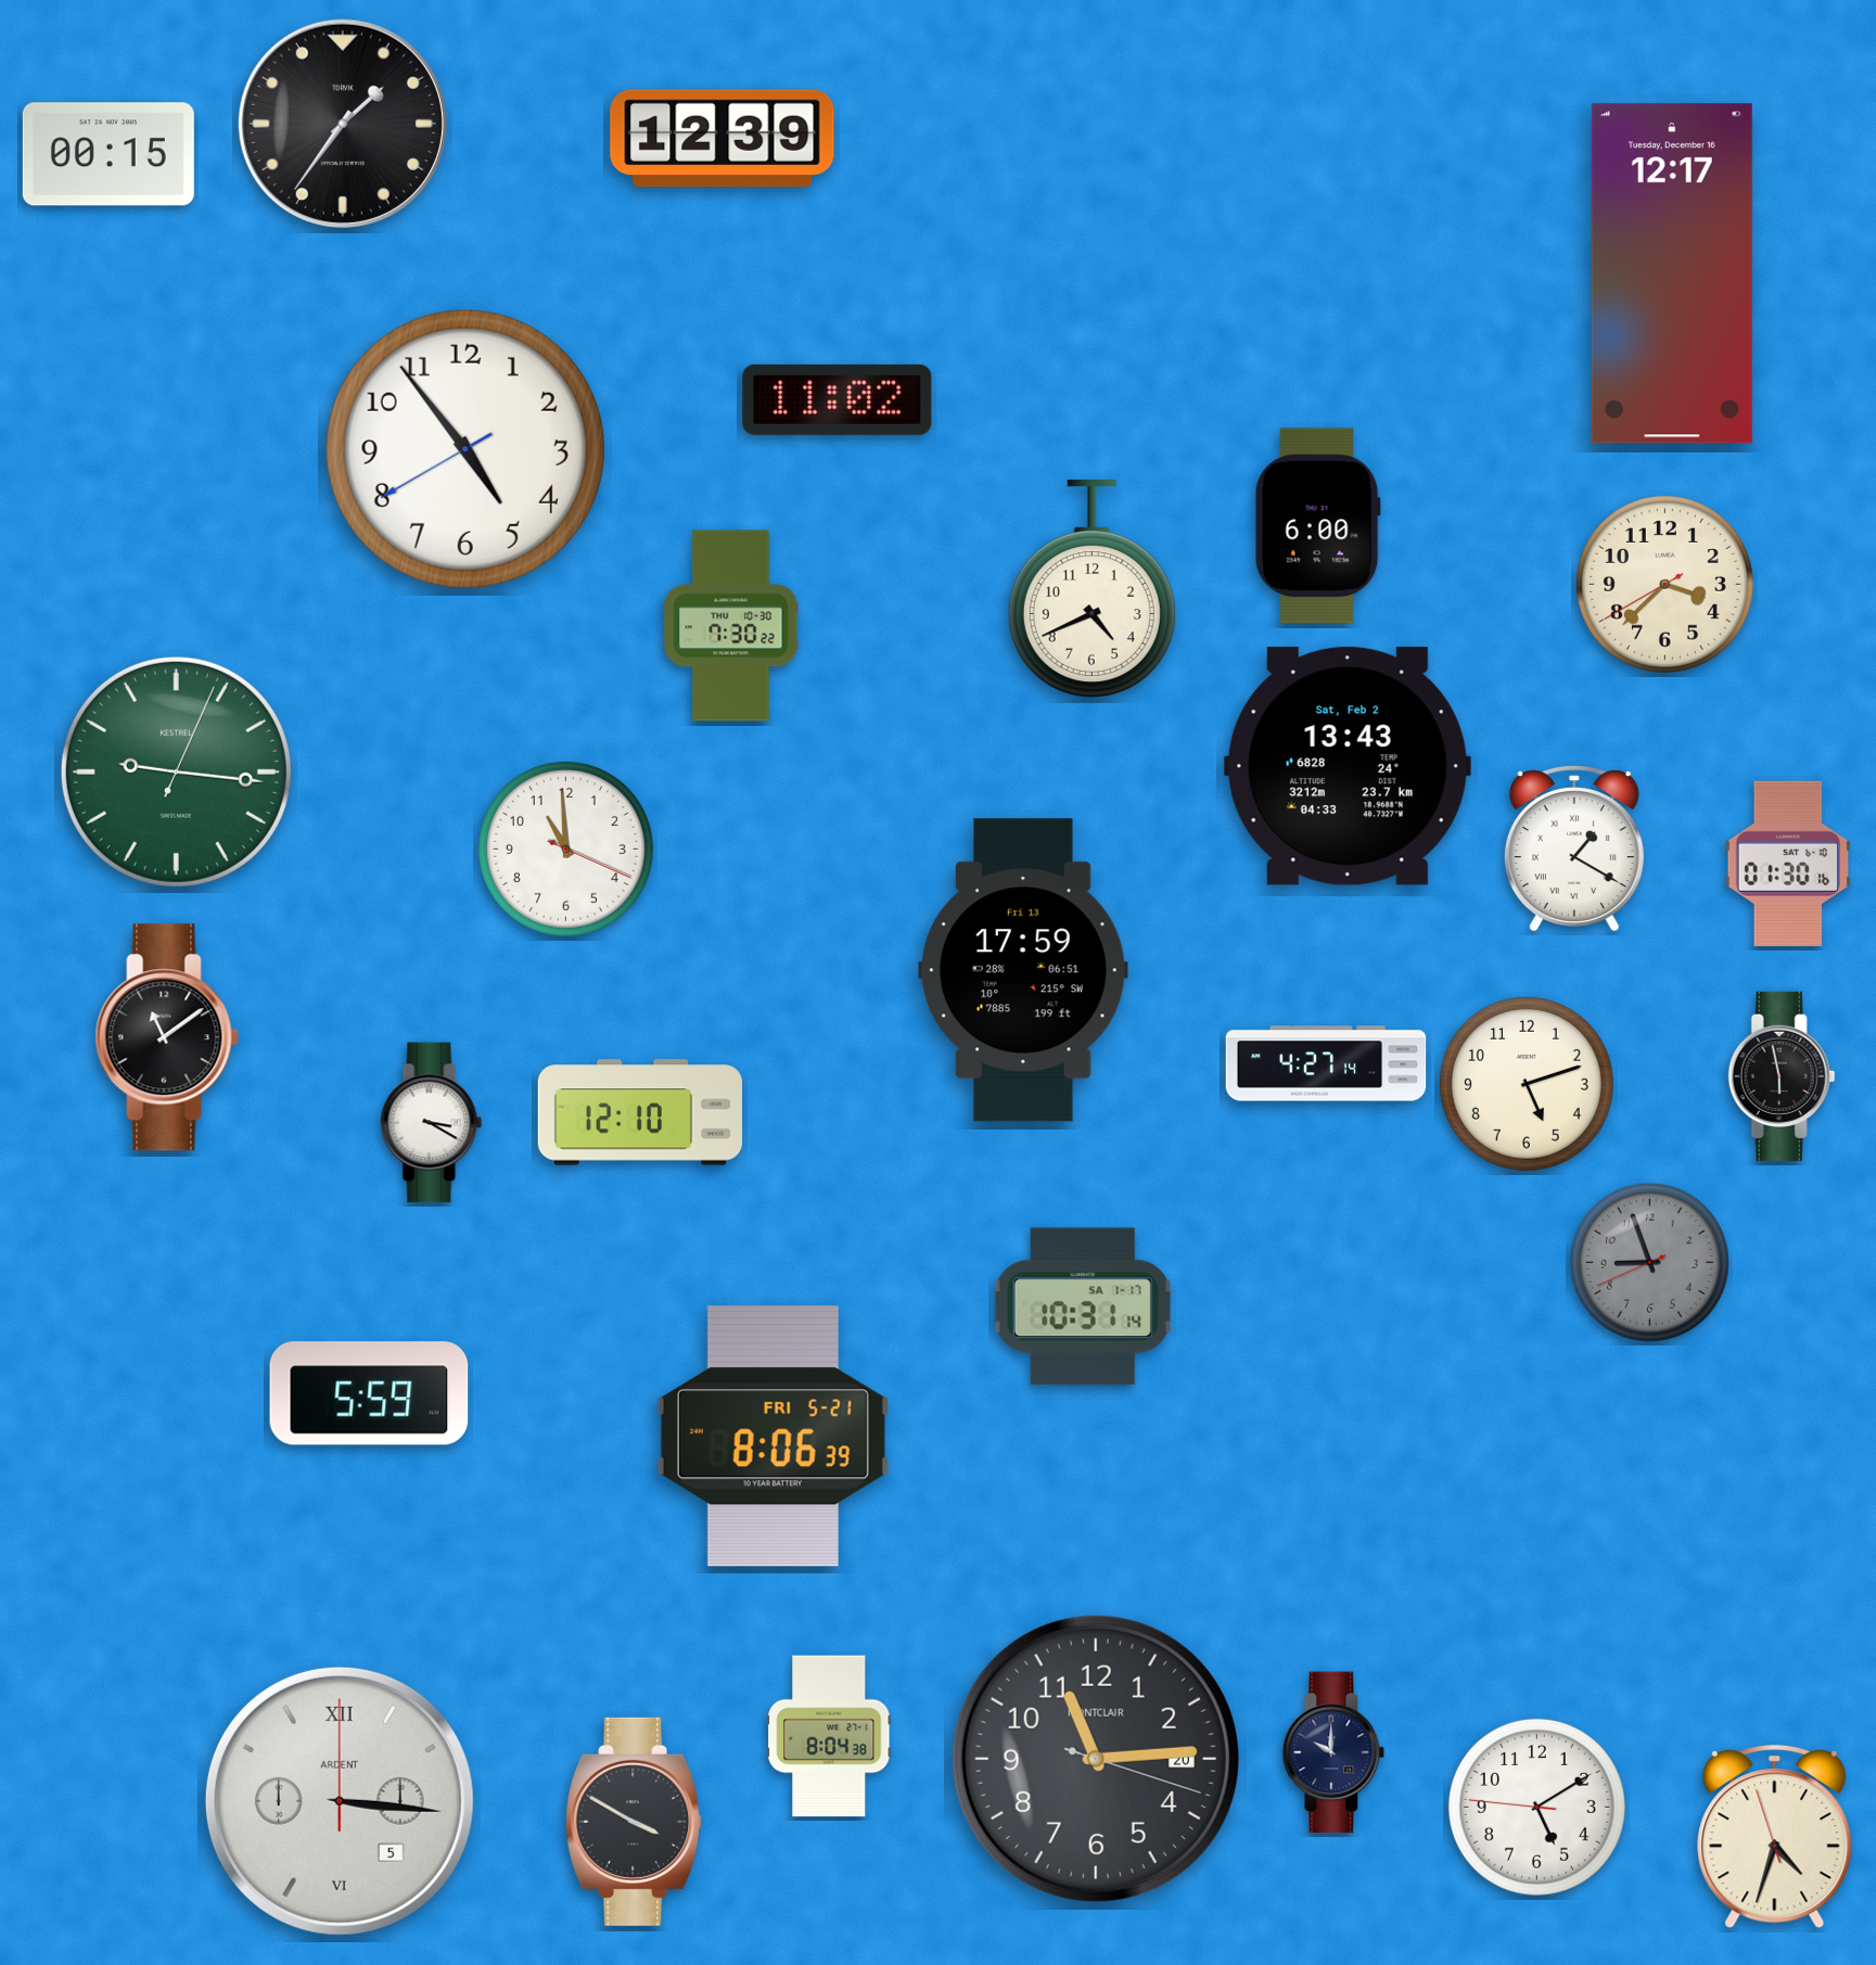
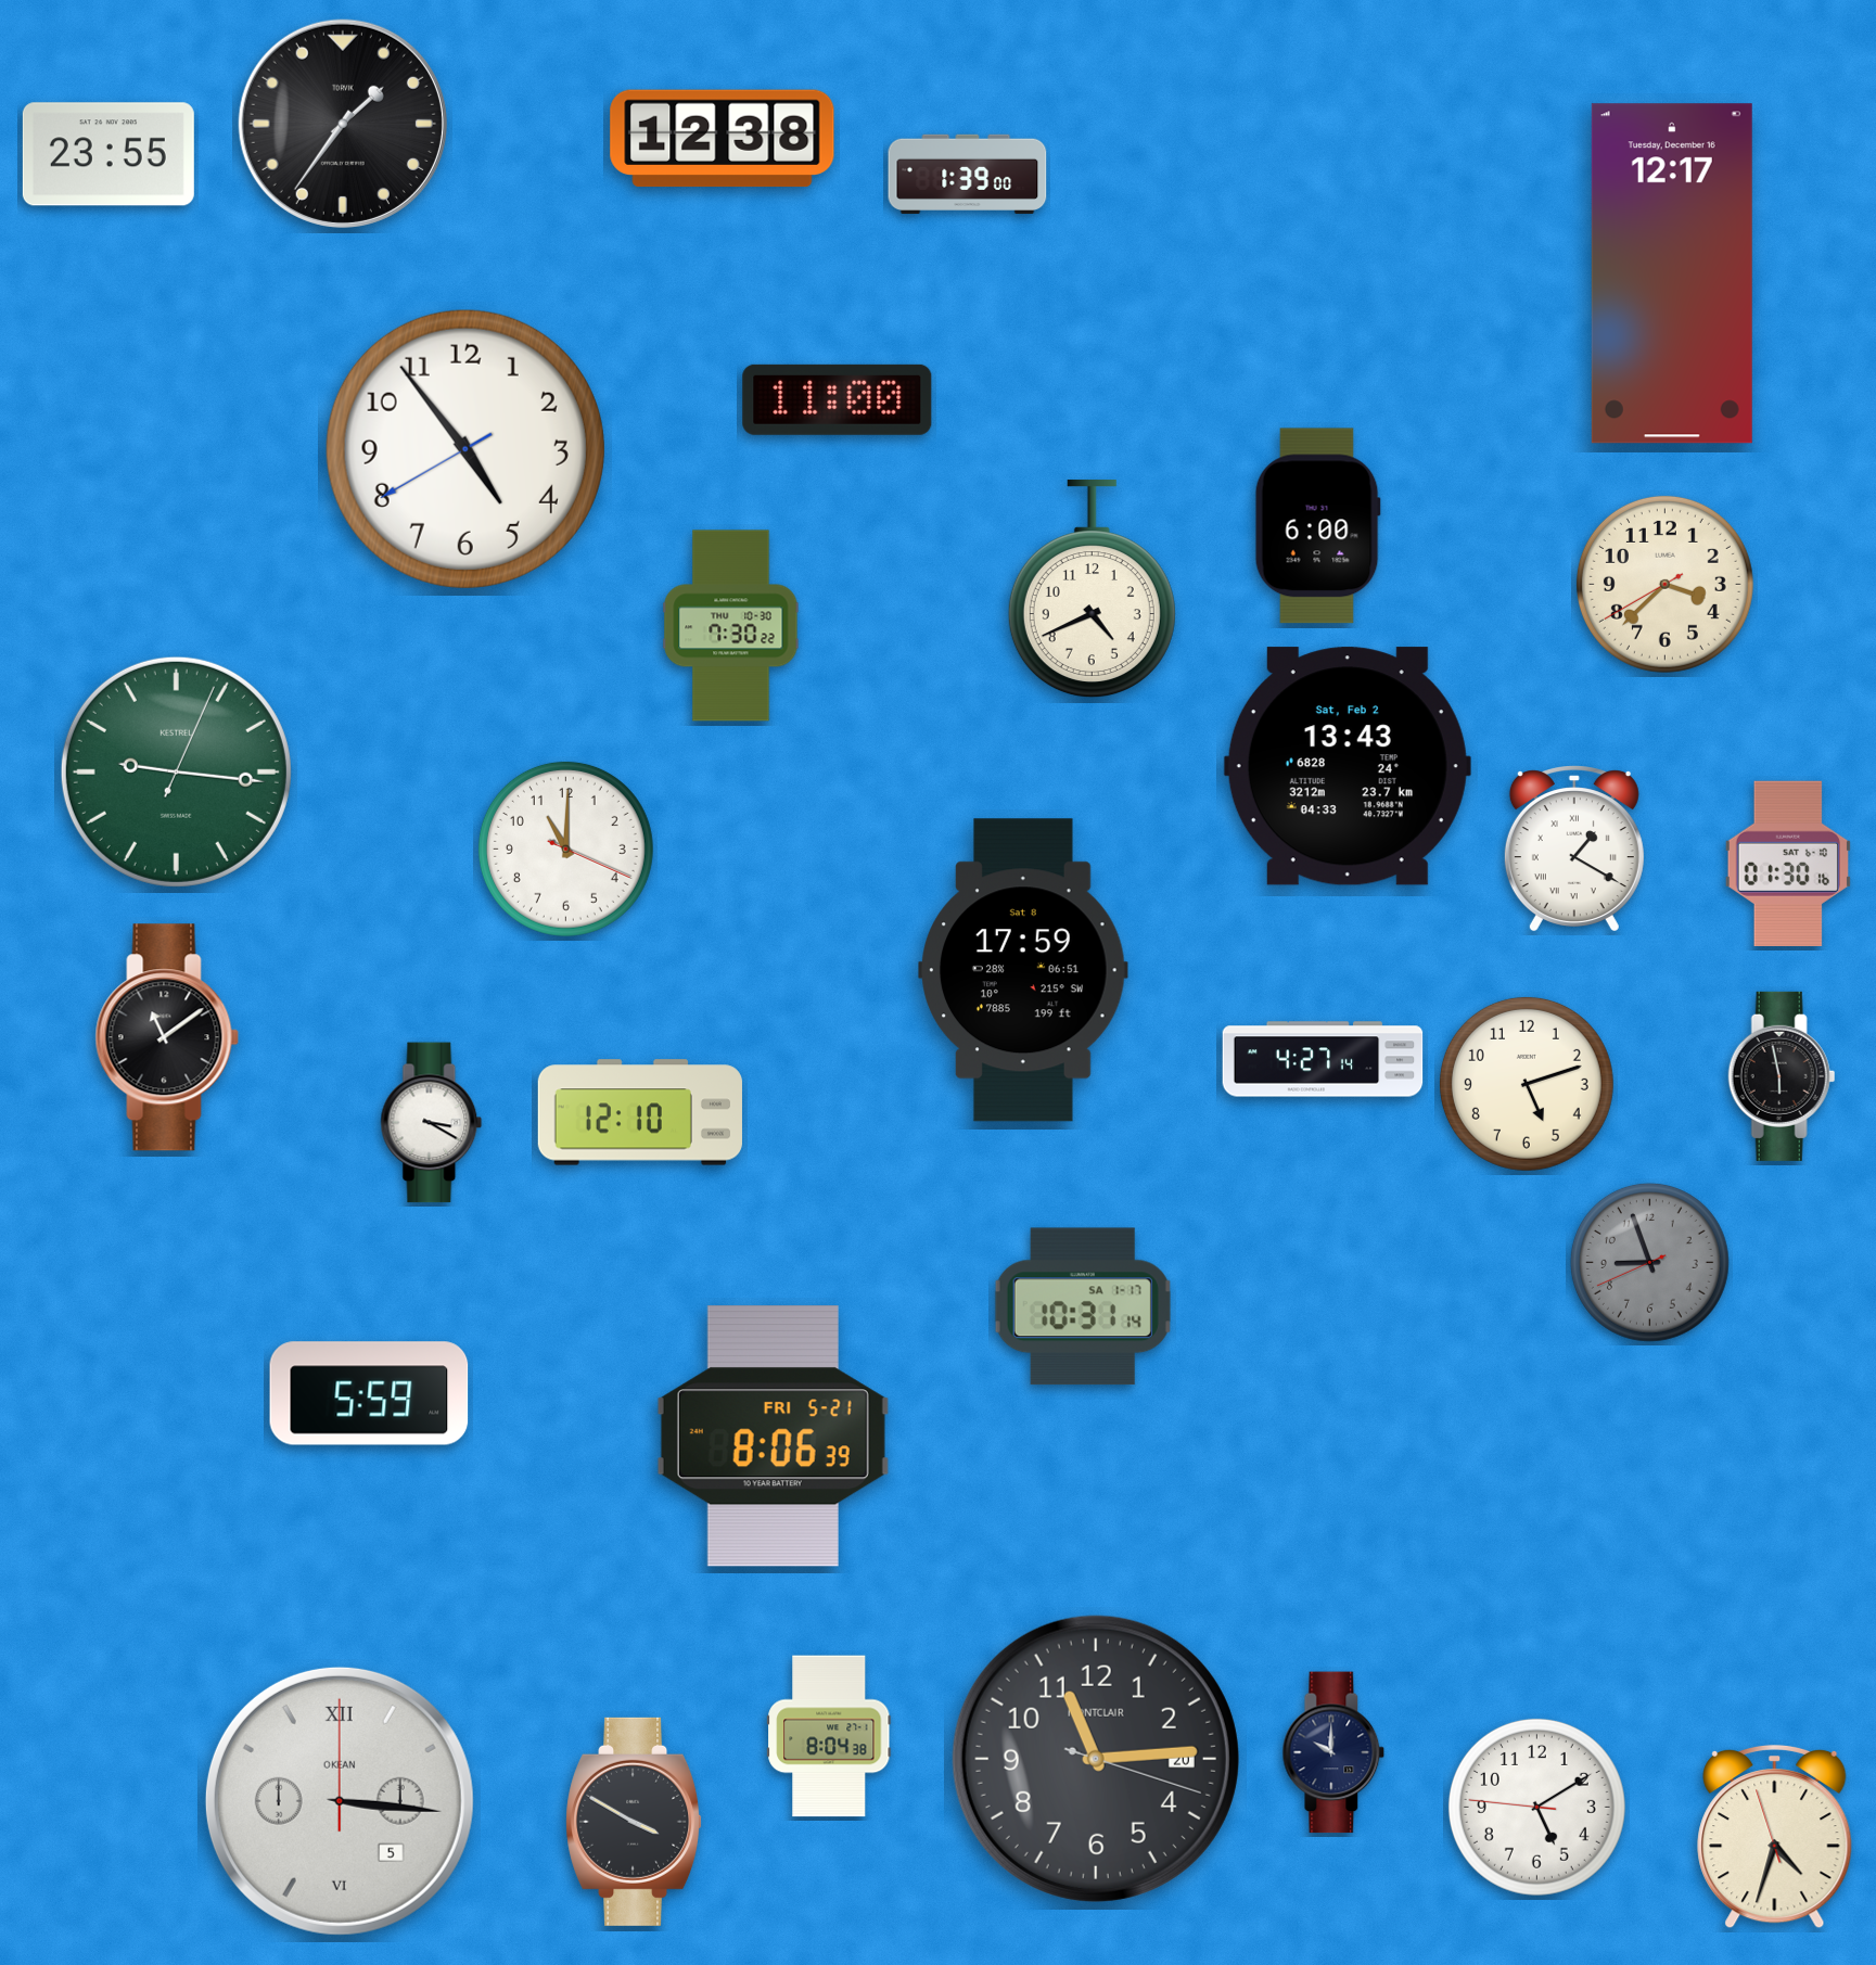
clock at (723, 139): 12:39 -> 12:38
clock at (109, 154): 00:15 -> 23:55
clock at (968, 174): none -> 1:39
clock at (838, 399): 11:02 -> 11:00
clock at (565, 848): 10:59 -> 11:00
clock at (1023, 970) date: Fri 13 -> Sat 8
clock at (1326, 1063) position: (1326, 1063) -> (1323, 1059)
clock at (340, 1801) brand: ARDENT -> OKEAN
